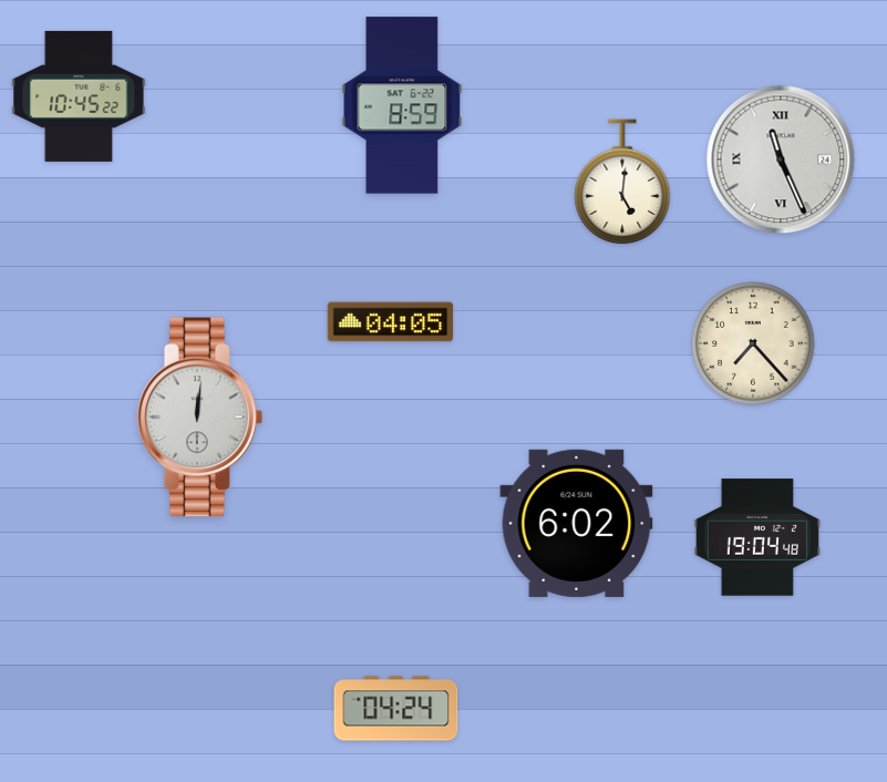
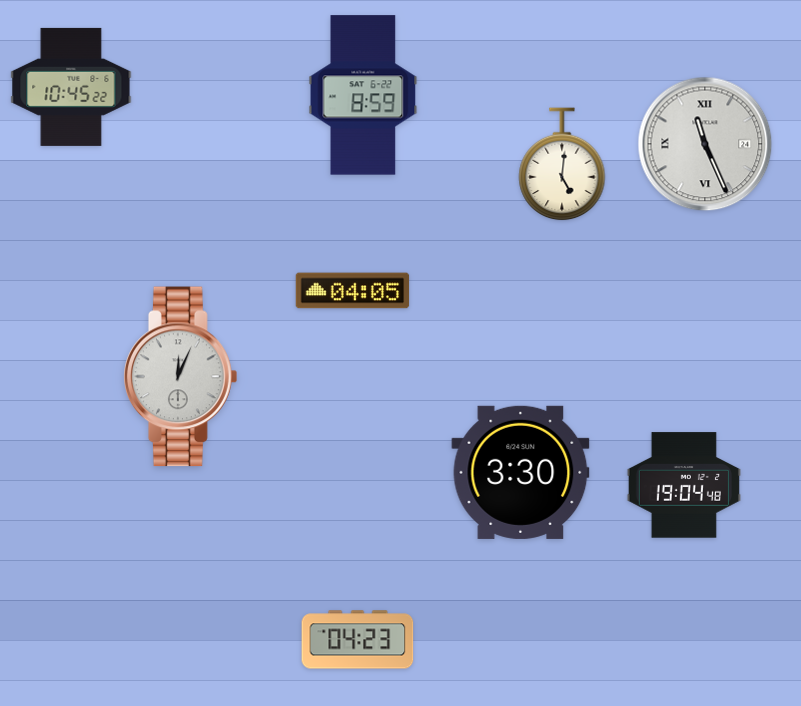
clock at (753, 343): 7:23 -> none
clock at (200, 418): 12:01 -> 12:04
clock at (577, 523): 6:02 -> 3:30
clock at (396, 709): 04:24 -> 04:23
